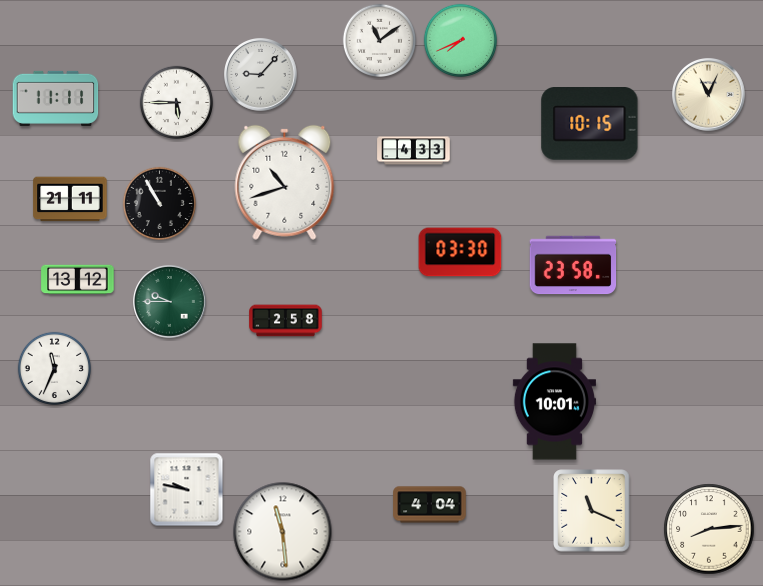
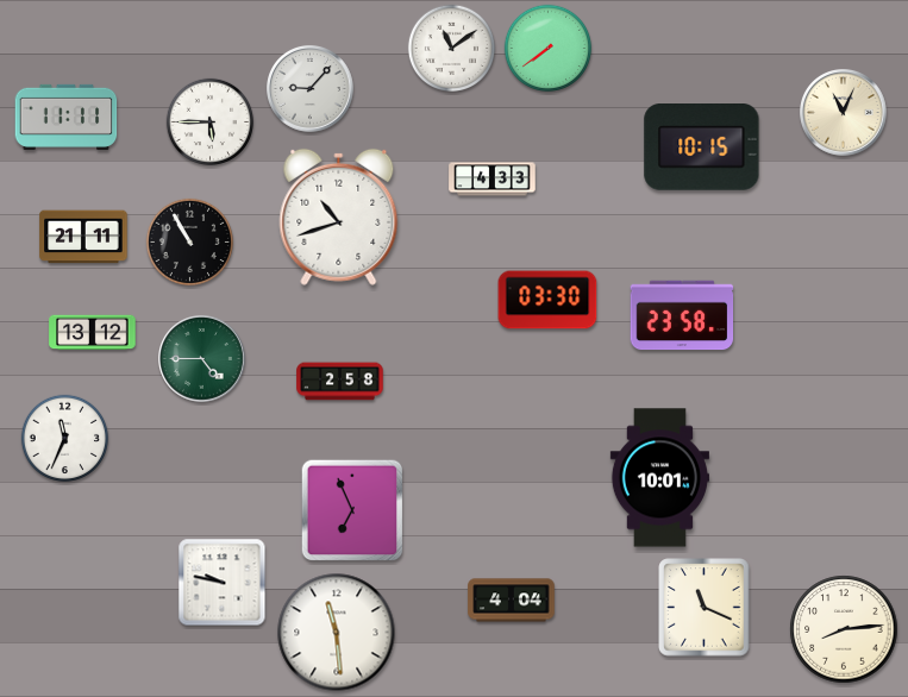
clock at (460, 40): 7:41 -> 7:39
clock at (170, 302): 9:45 -> 4:45
clock at (352, 510): none -> 6:56
